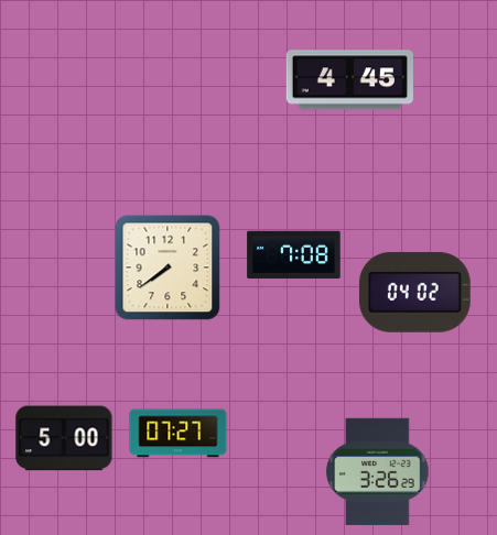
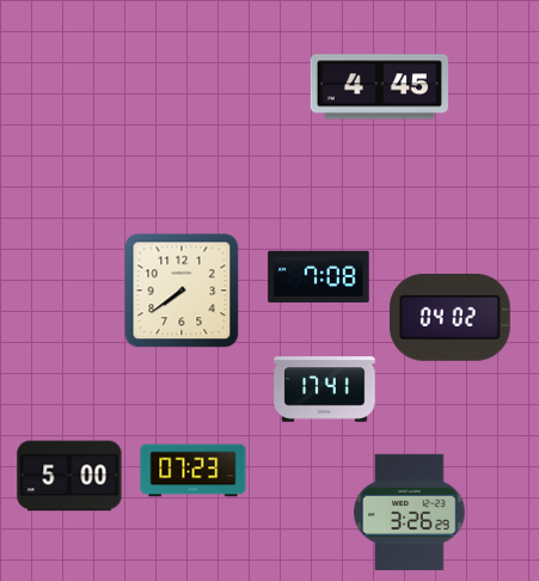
clock at (325, 390): none -> 17:41
clock at (179, 434): 07:27 -> 07:23
